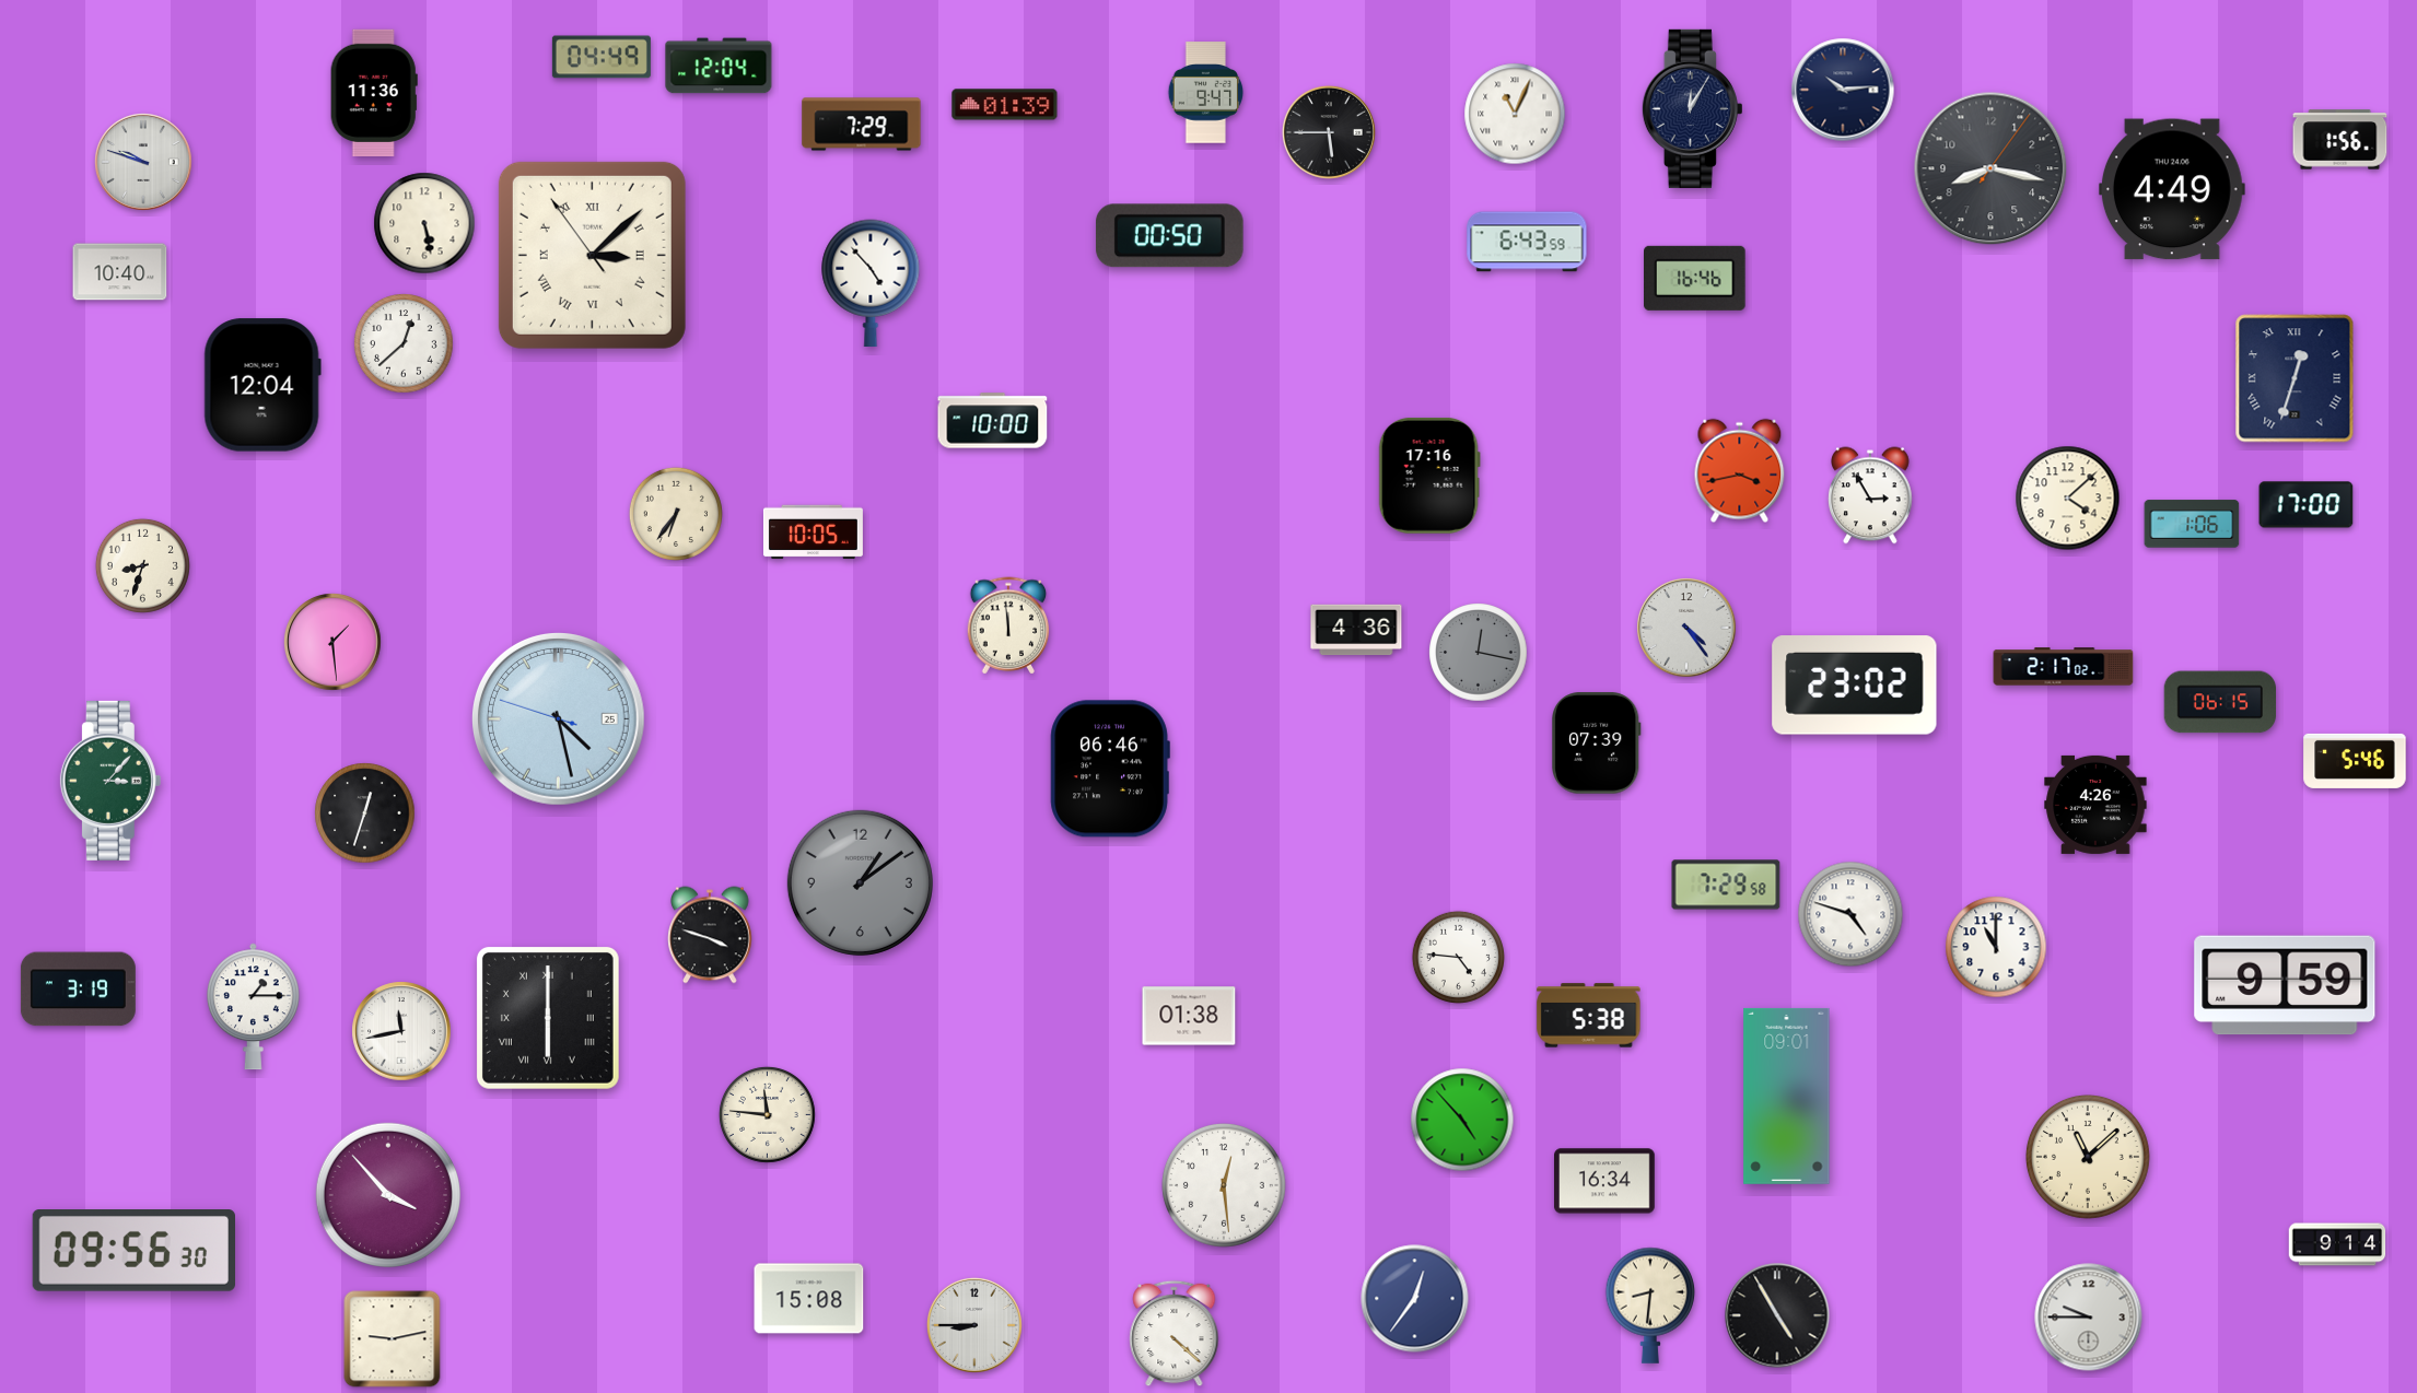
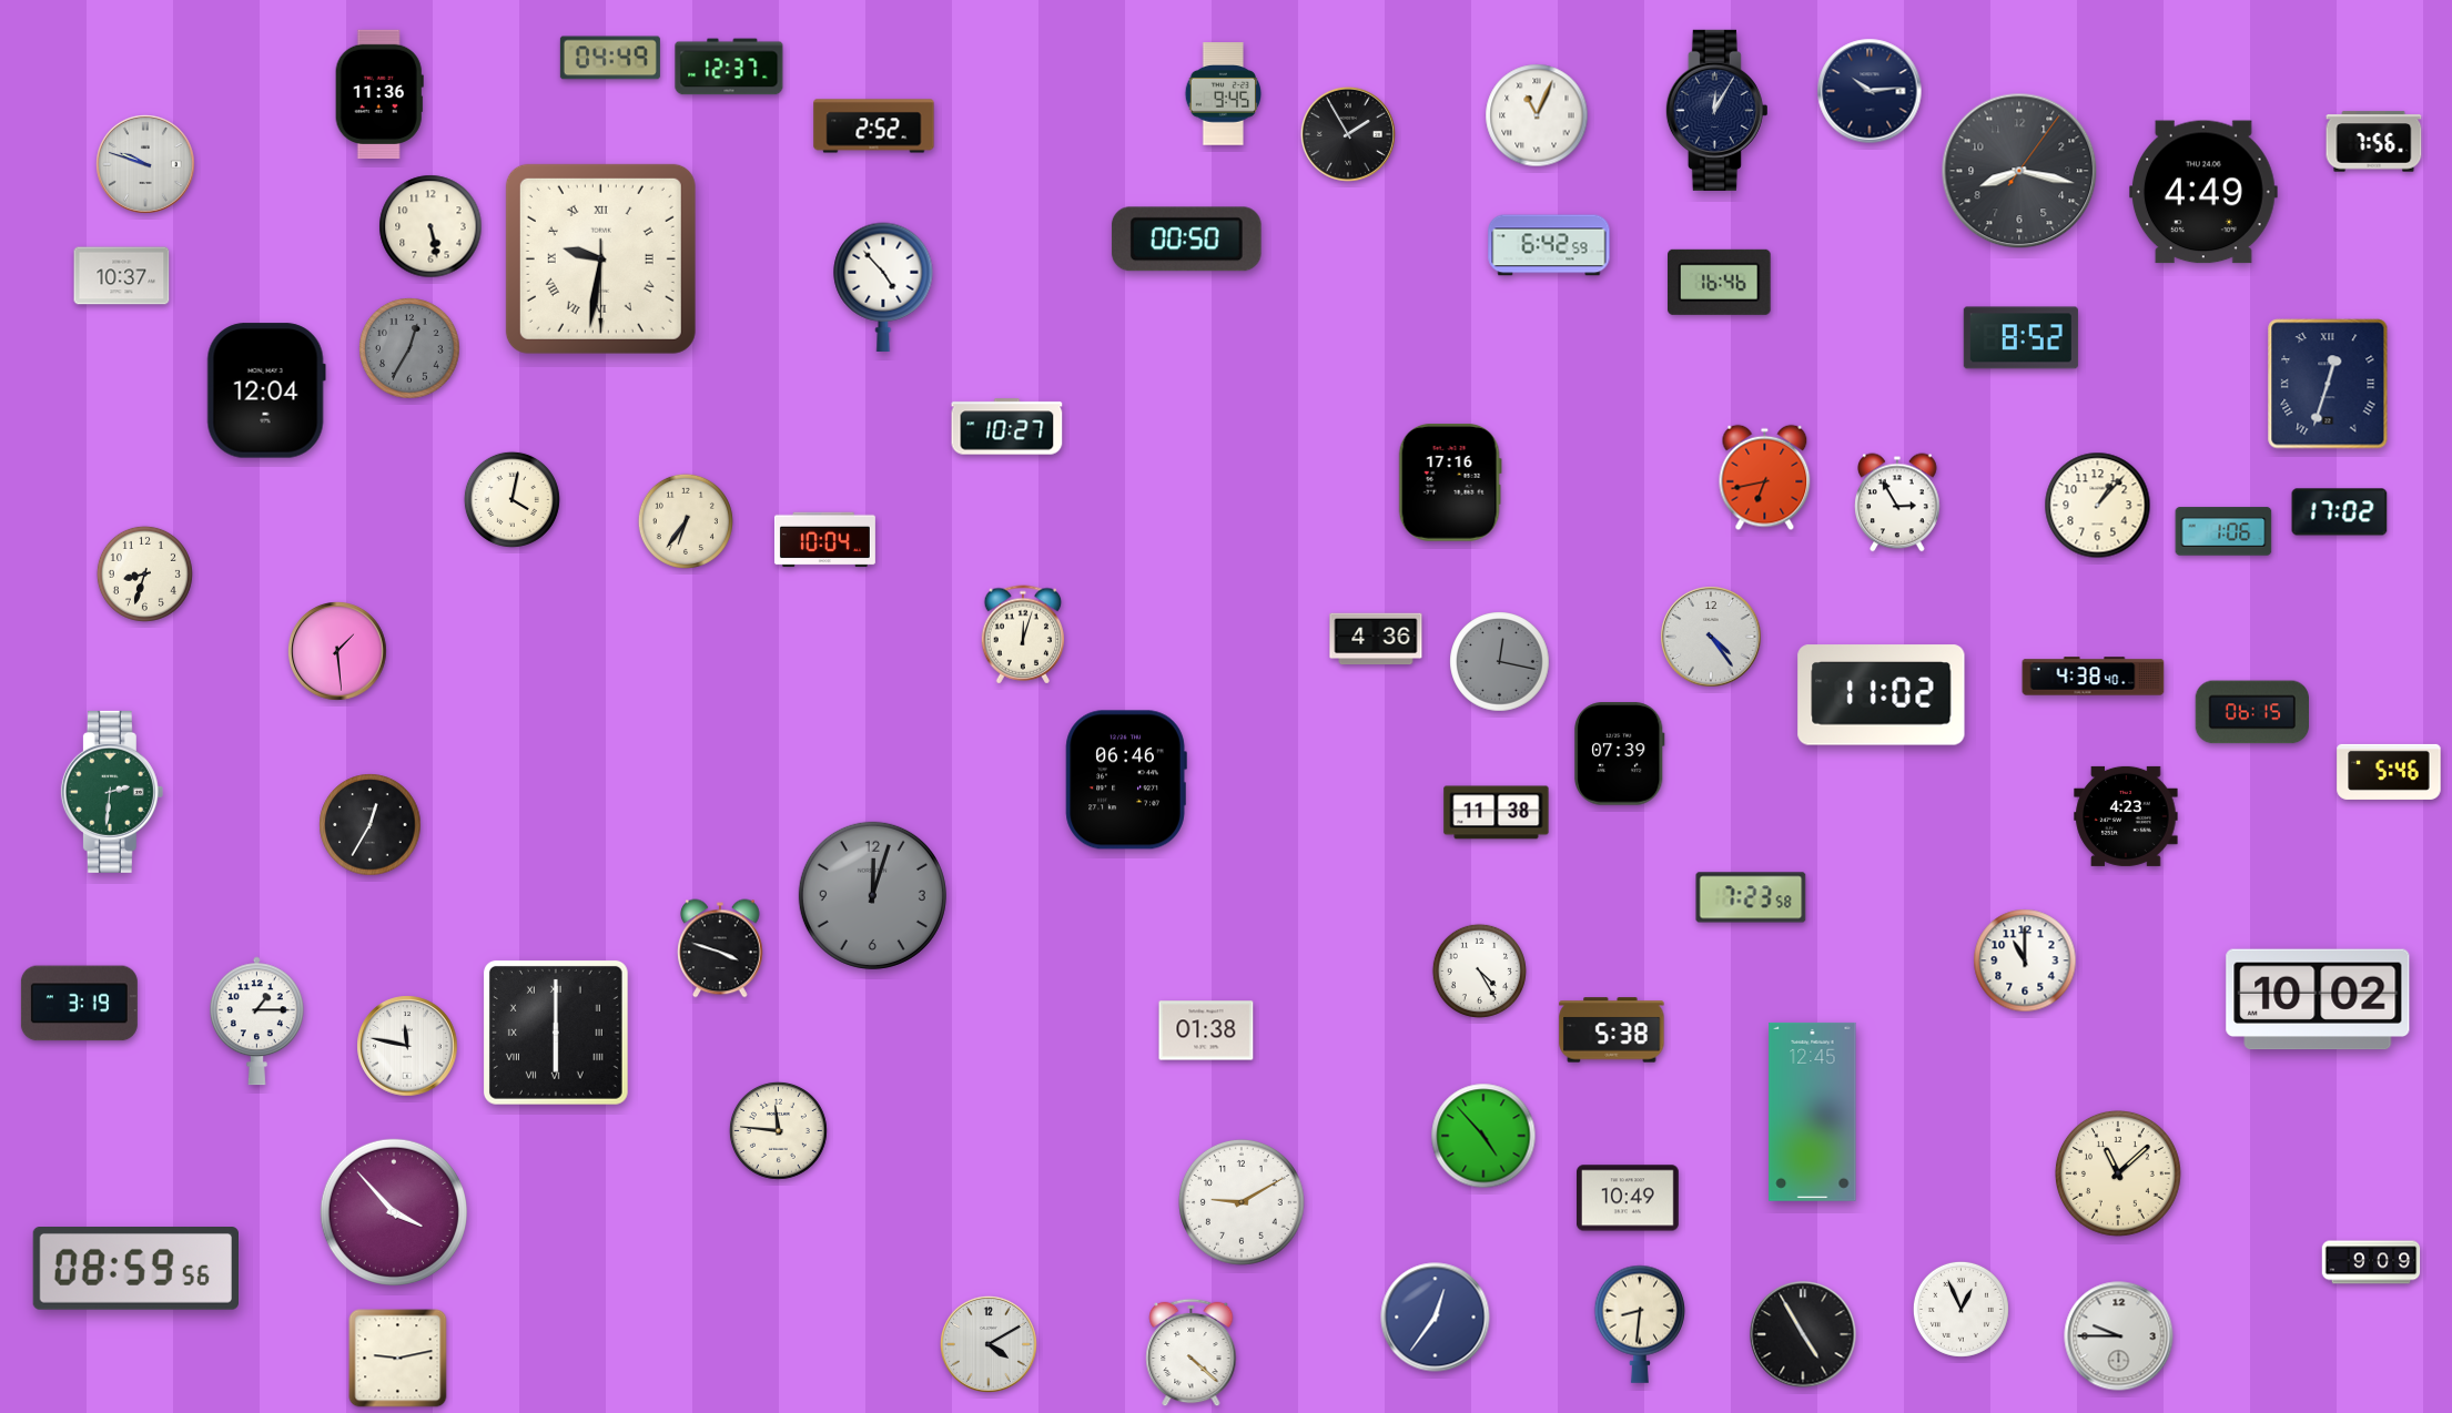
clock at (719, 66): 12:04 -> 12:37
clock at (1206, 93): 9:47 -> 9:45
clock at (1005, 105): 01:39 -> none
clock at (862, 125): 7:29 -> 2:52
clock at (1329, 132): 5:45 -> 1:55
clock at (2340, 140): 1:56 -> 7:56
clock at (1527, 242): 6:43 -> 6:42
clock at (592, 255): 3:07 -> 9:31
clock at (120, 272): 10:40 -> 10:37
clock at (2020, 338): none -> 8:52
clock at (404, 343): 12:38 -> 12:35
clock at (404, 343) dial: white -> grey
clock at (993, 421): 10:00 -> 10:27
clock at (1740, 471): 3:43 -> 6:43
clock at (511, 499): none -> 4:02
clock at (2068, 499): 4:08 -> 1:07
clock at (2307, 505): 17:00 -> 17:02
clock at (813, 532): 10:05 -> 10:04
clock at (1008, 625): 11:59 -> 12:03
clock at (2064, 667): 2:17 -> 4:38
clock at (1855, 686): 23:02 -> 11:02
clock at (558, 718): 4:27 -> none
clock at (110, 781): 3:07 -> 2:31
clock at (1497, 813): none -> 11:38
clock at (2095, 805): 4:26 -> 4:23
clock at (365, 813): 12:33 -> 12:35
clock at (860, 882): 1:09 -> 12:03
clock at (1726, 885): 7:29 -> 7:23
clock at (1850, 914): 4:48 -> none
clock at (1458, 957): 4:46 -> 4:25
clock at (2285, 985): 9:59 -> 10:02
clock at (401, 1031): 11:43 -> 11:47
clock at (1787, 1096): 09:01 -> 12:45
clock at (1606, 1181): 16:34 -> 10:49
clock at (1225, 1186): 12:29 -> 9:10
clock at (2337, 1244): 9:14 -> 9:09
clock at (133, 1251): 09:56 -> 08:59
clock at (1960, 1309): none -> 12:56
clock at (809, 1299): 15:08 -> none
clock at (1650, 1306) position: (1650, 1306) -> (1640, 1324)
clock at (974, 1325): 8:45 -> 4:10
